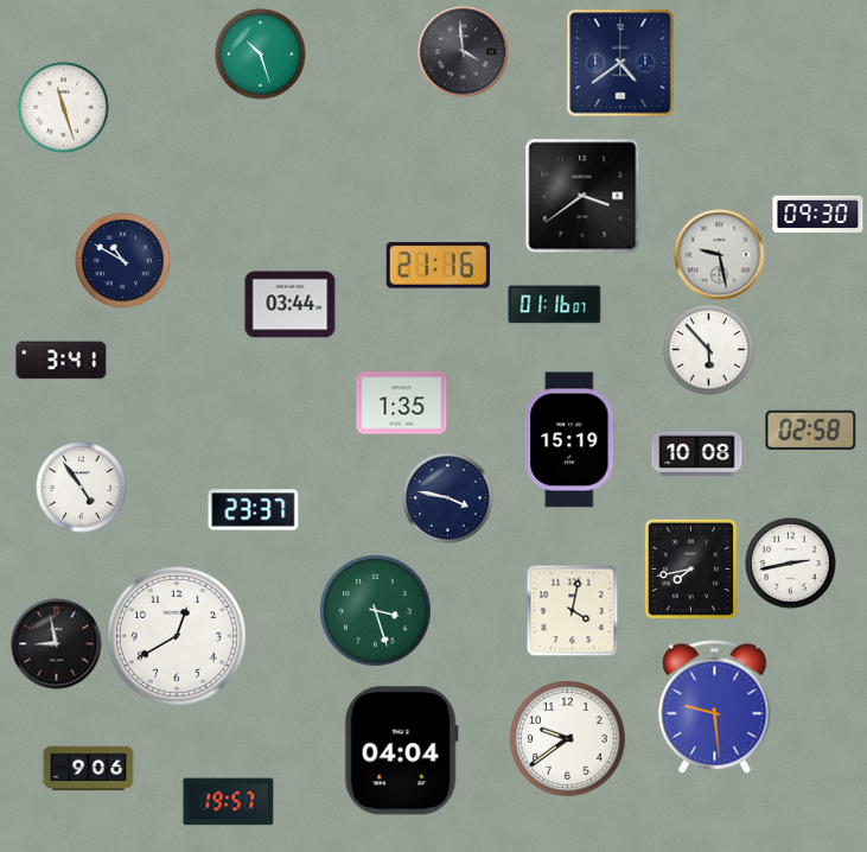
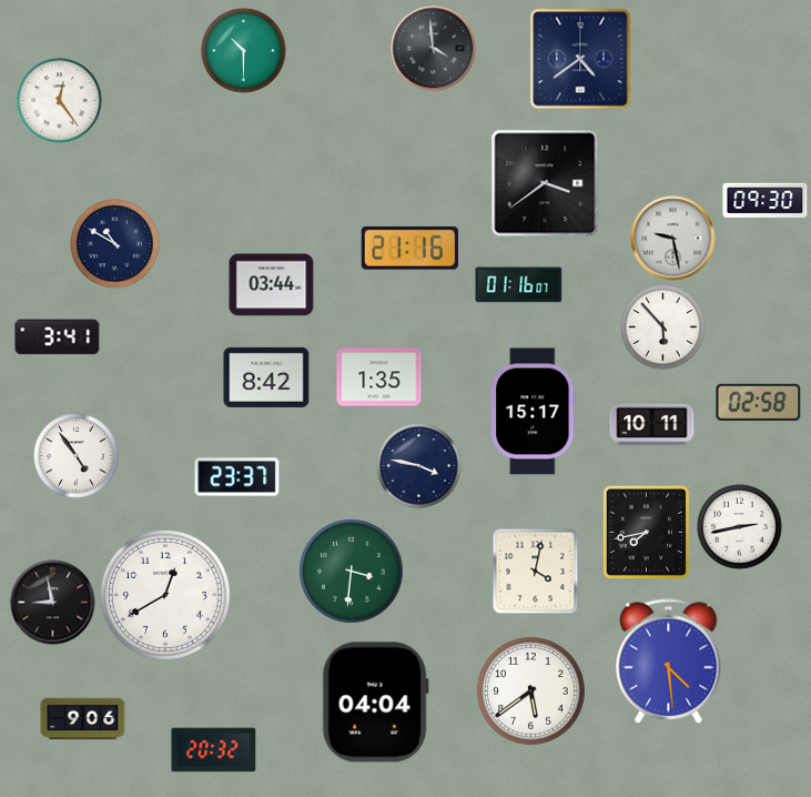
clock at (261, 55): 10:27 -> 10:30
clock at (64, 108): 11:27 -> 12:24
clock at (266, 377): none -> 8:42
clock at (402, 403) position: (402, 403) -> (379, 377)
clock at (570, 440): 15:19 -> 15:17
clock at (697, 454): 10:08 -> 10:11
clock at (376, 611): 3:27 -> 3:31
clock at (715, 707): 9:29 -> 4:29
clock at (568, 739): 9:39 -> 5:39
clock at (229, 802): 19:57 -> 20:32
